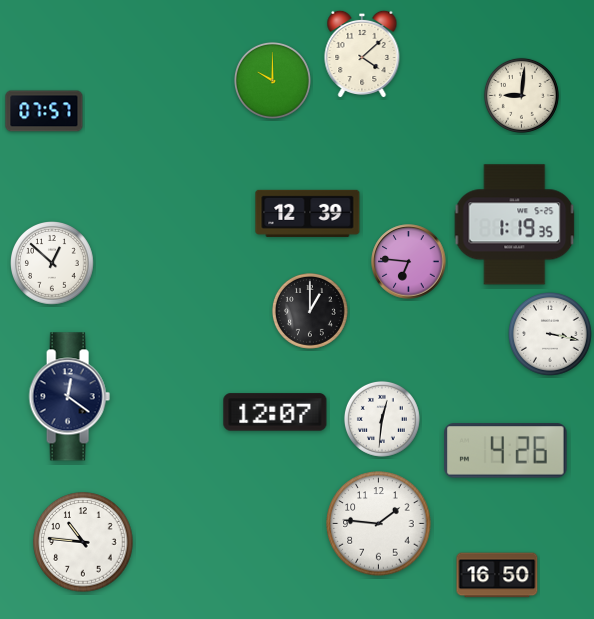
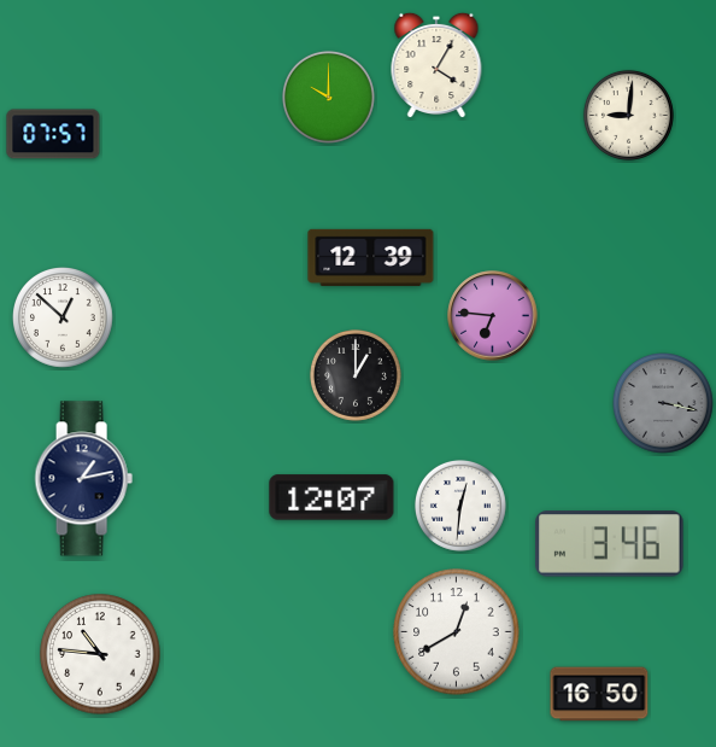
clock at (362, 54): 4:08 -> 4:05
clock at (515, 225): 1:19 -> none
clock at (310, 311) position: (310, 311) -> (356, 375)
clock at (551, 335) dial: white -> grey
clock at (69, 397): 12:21 -> 1:13
clock at (506, 451): 4:26 -> 3:46
clock at (379, 524): 1:46 -> 12:40
